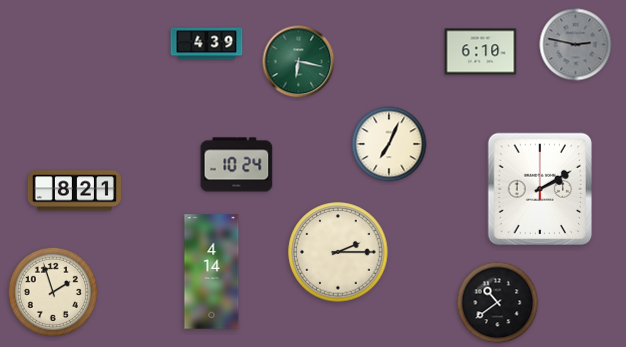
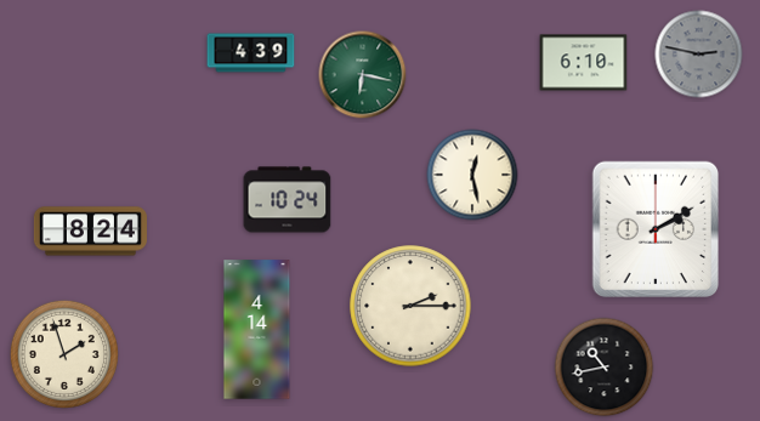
clock at (389, 144): 7:04 -> 12:28
clock at (74, 191): 8:21 -> 8:24
clock at (498, 303): 10:39 -> 10:43
